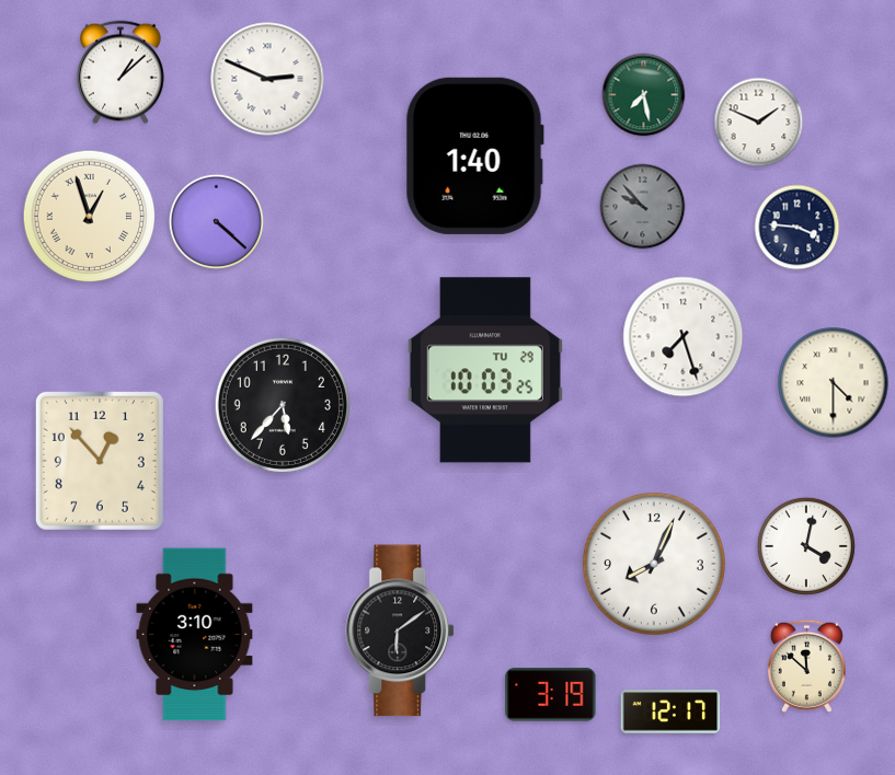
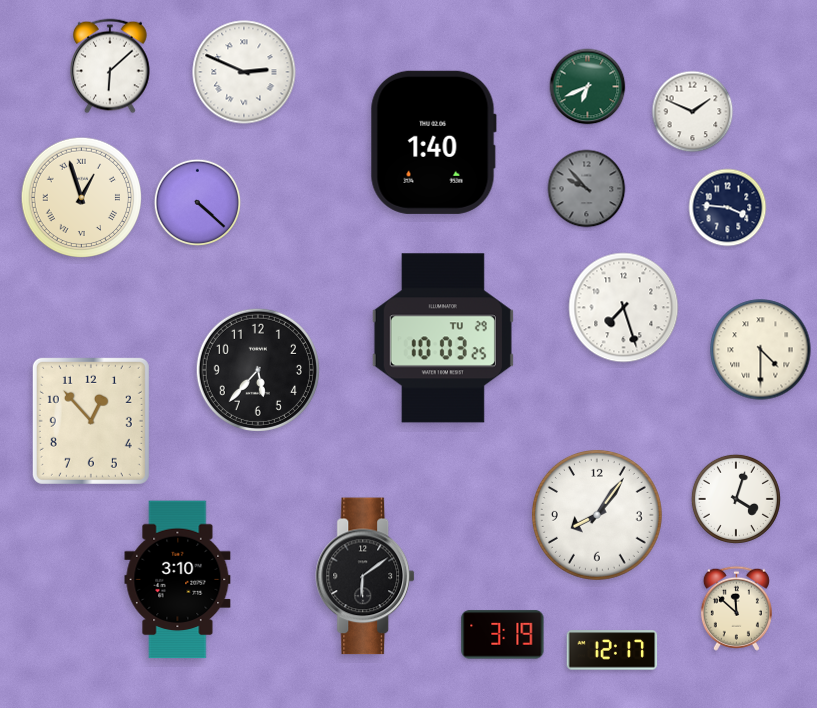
clock at (122, 72): 1:08 -> 6:08
clock at (644, 95): 7:28 -> 6:41
clock at (806, 546): 4:02 -> 4:03
clock at (654, 564): 8:04 -> 8:06
